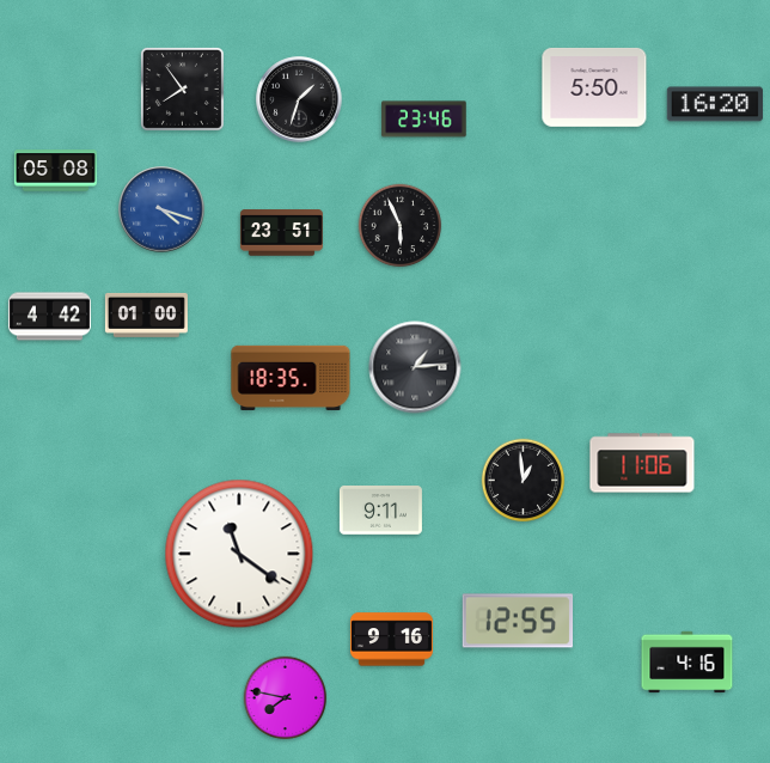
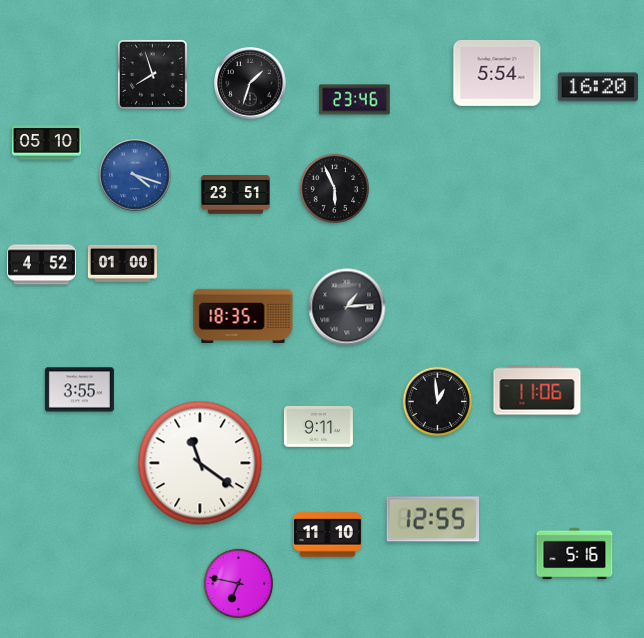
clock at (594, 87): 5:50 -> 5:54
clock at (182, 88): 7:54 -> 7:57
clock at (55, 171): 05:08 -> 05:10
clock at (49, 317): 4:42 -> 4:52
clock at (642, 463) position: (642, 463) -> (537, 390)
clock at (79, 390): none -> 3:55
clock at (391, 640): 9:16 -> 11:10
clock at (687, 663): 4:16 -> 5:16
clock at (286, 698): 7:47 -> 6:47
